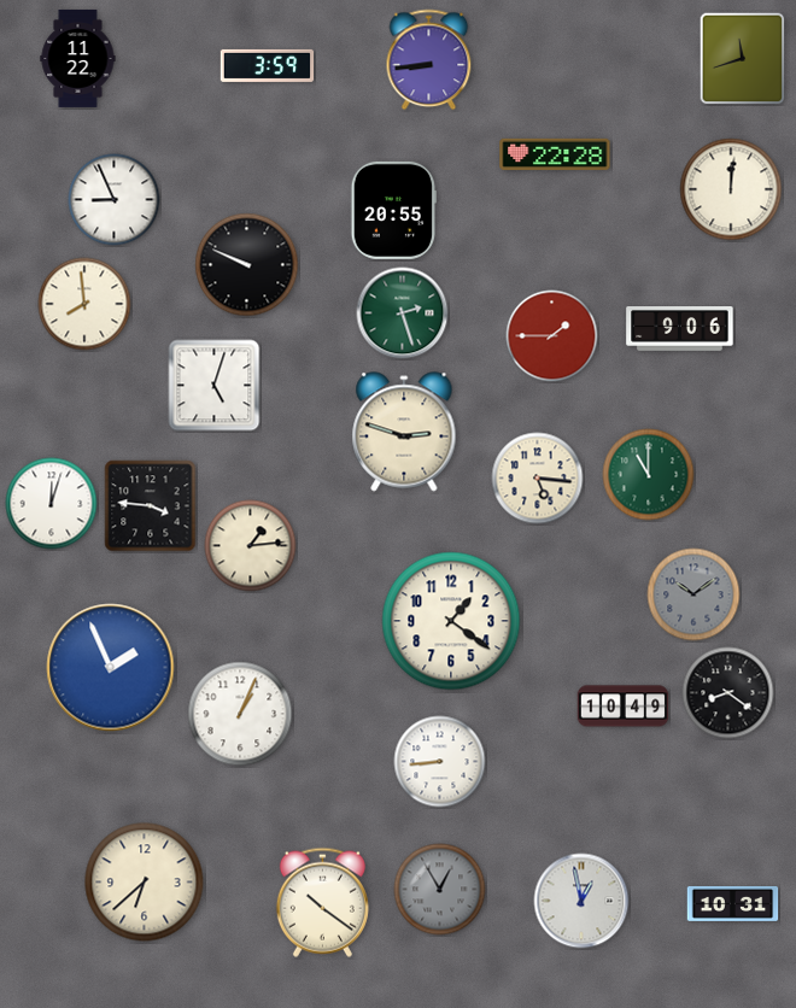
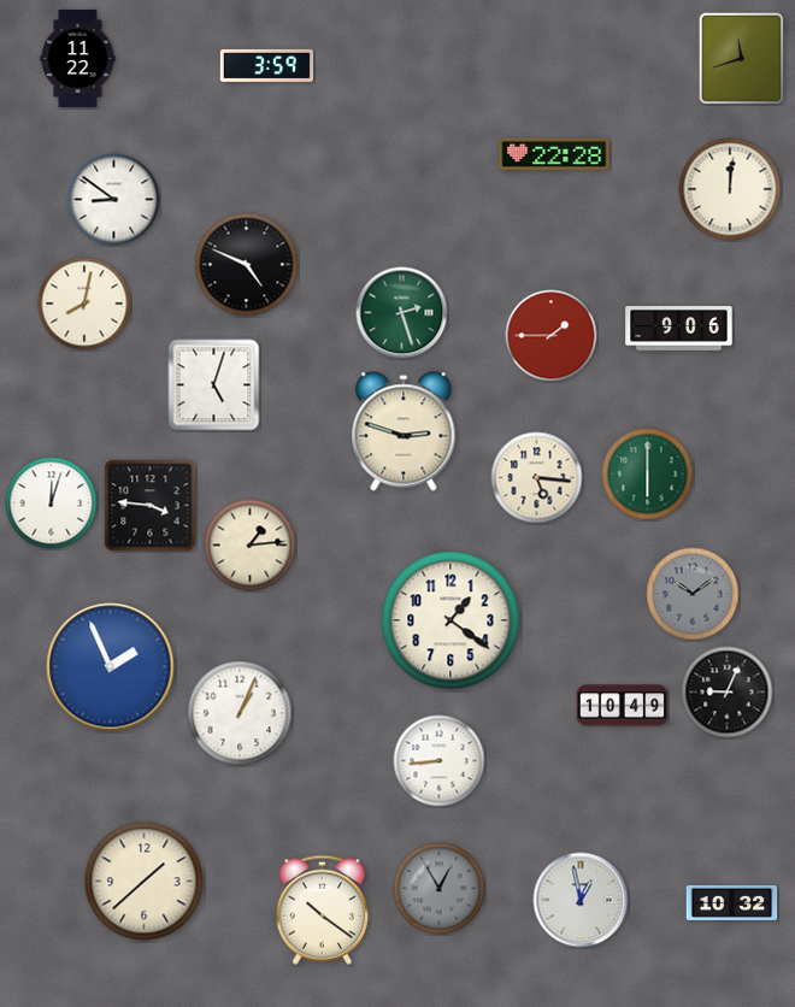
clock at (429, 60): 8:44 -> none
clock at (115, 200): 8:56 -> 8:51
clock at (393, 210): 20:55 -> none
clock at (247, 265): 9:49 -> 4:49
clock at (84, 304): 7:59 -> 8:02
clock at (649, 475): 11:00 -> 6:00
clock at (728, 693): 8:21 -> 9:04
clock at (145, 883): 6:38 -> 1:38
clock at (322, 902) position: (322, 902) -> (322, 909)
clock at (733, 903): 10:31 -> 10:32
